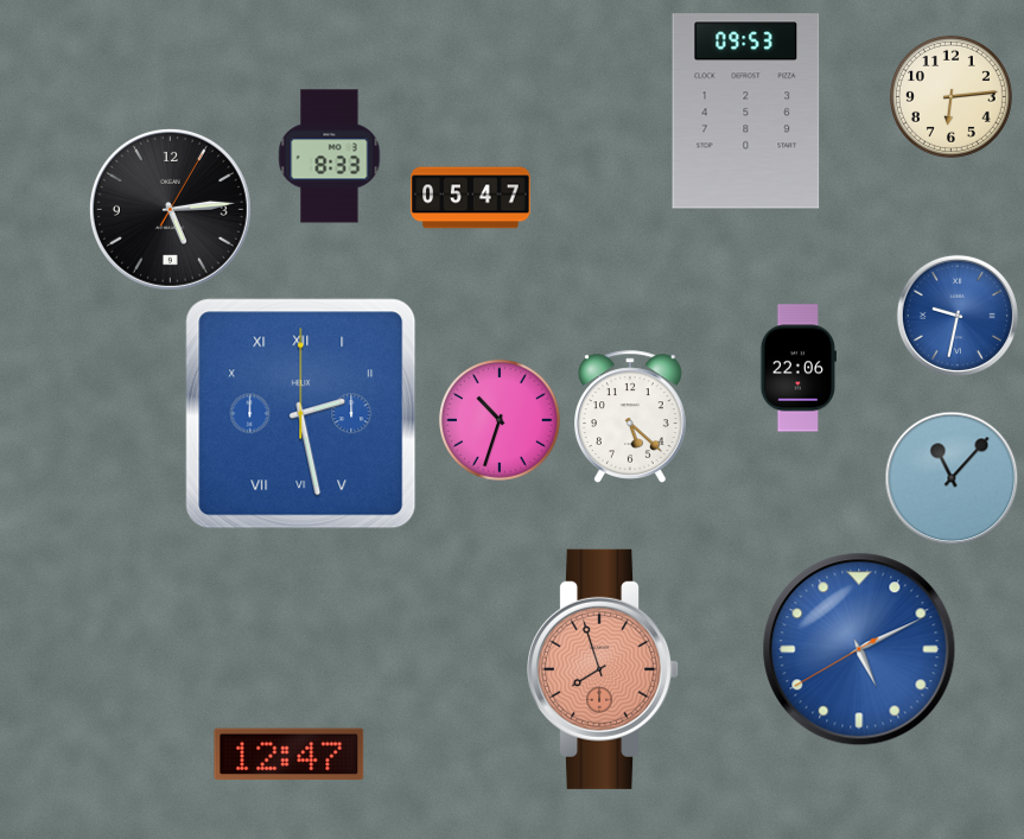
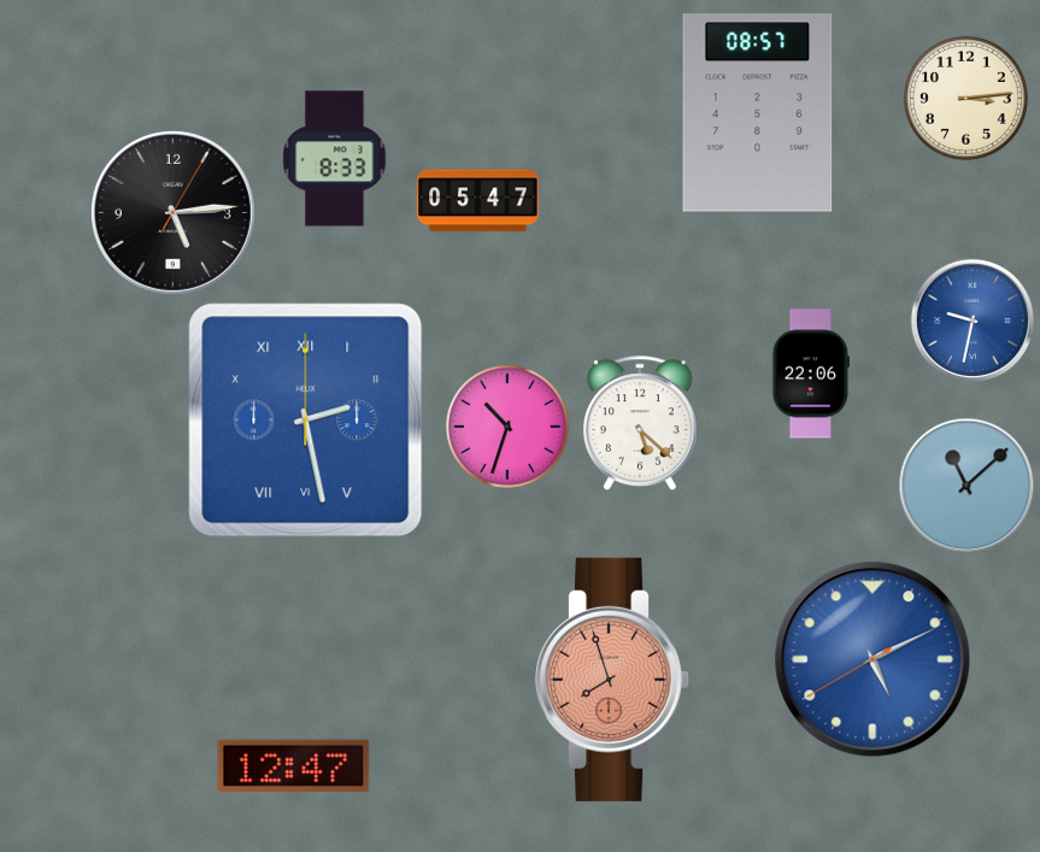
clock at (950, 96): 6:14 -> 3:14
clock at (746, 112): 09:53 -> 08:57
clock at (952, 478): 11:07 -> 11:08
